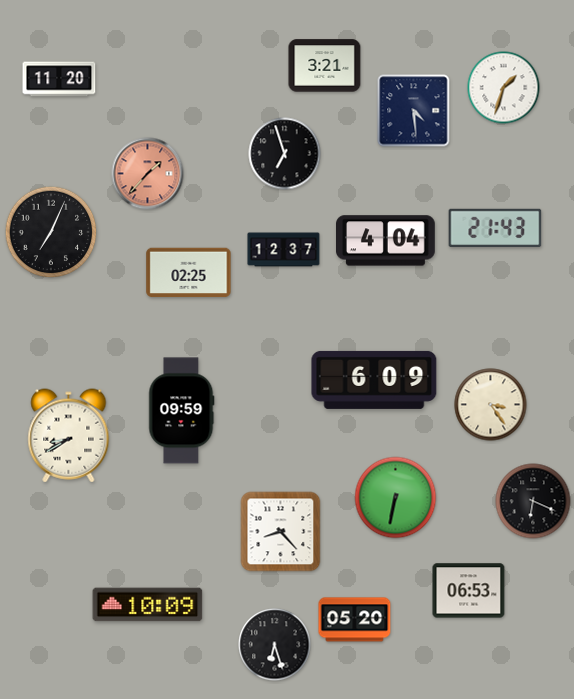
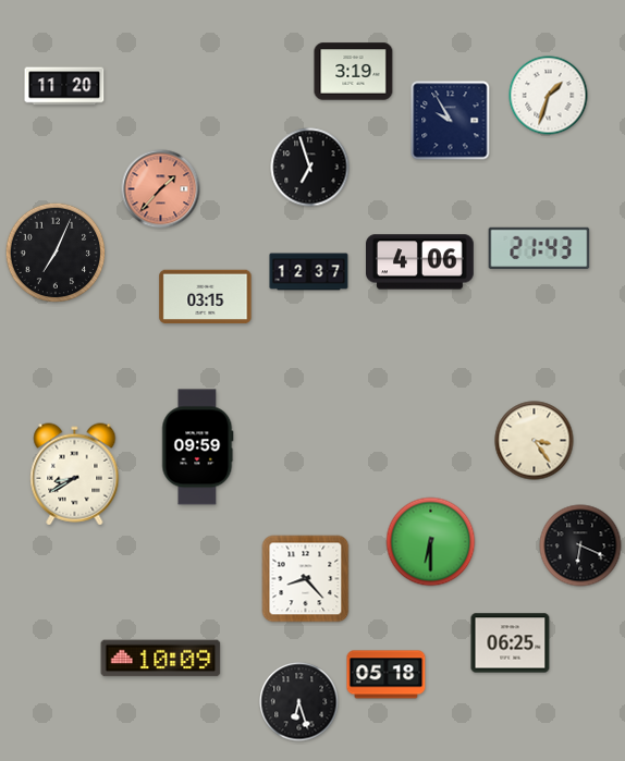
clock at (325, 66): 3:21 -> 3:19
clock at (414, 111): 4:29 -> 9:55
clock at (386, 241): 4:04 -> 4:06
clock at (189, 273): 02:25 -> 03:15
clock at (374, 380): 6:09 -> none
clock at (396, 498): 6:32 -> 6:30
clock at (469, 591): 06:53 -> 06:25
clock at (355, 620): 05:20 -> 05:18
